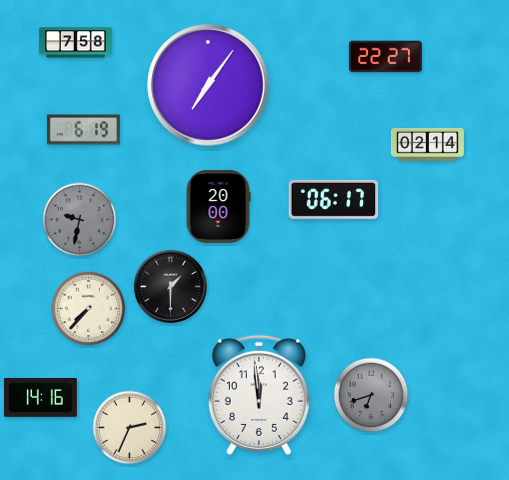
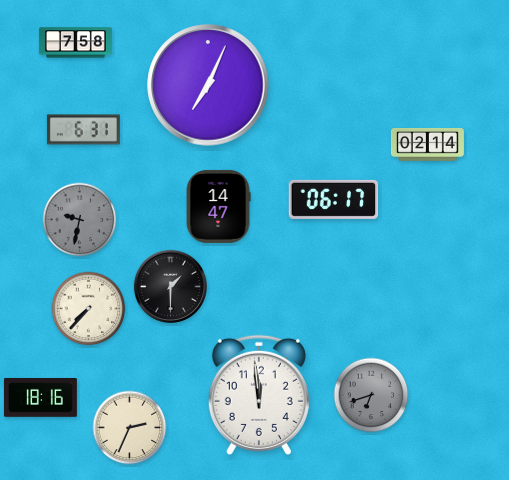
clock at (385, 57): 22:27 -> none
clock at (208, 85): 7:06 -> 7:04
clock at (83, 130): 6:19 -> 6:31
clock at (218, 206): 20:00 -> 14:47
clock at (40, 398): 14:16 -> 18:16
